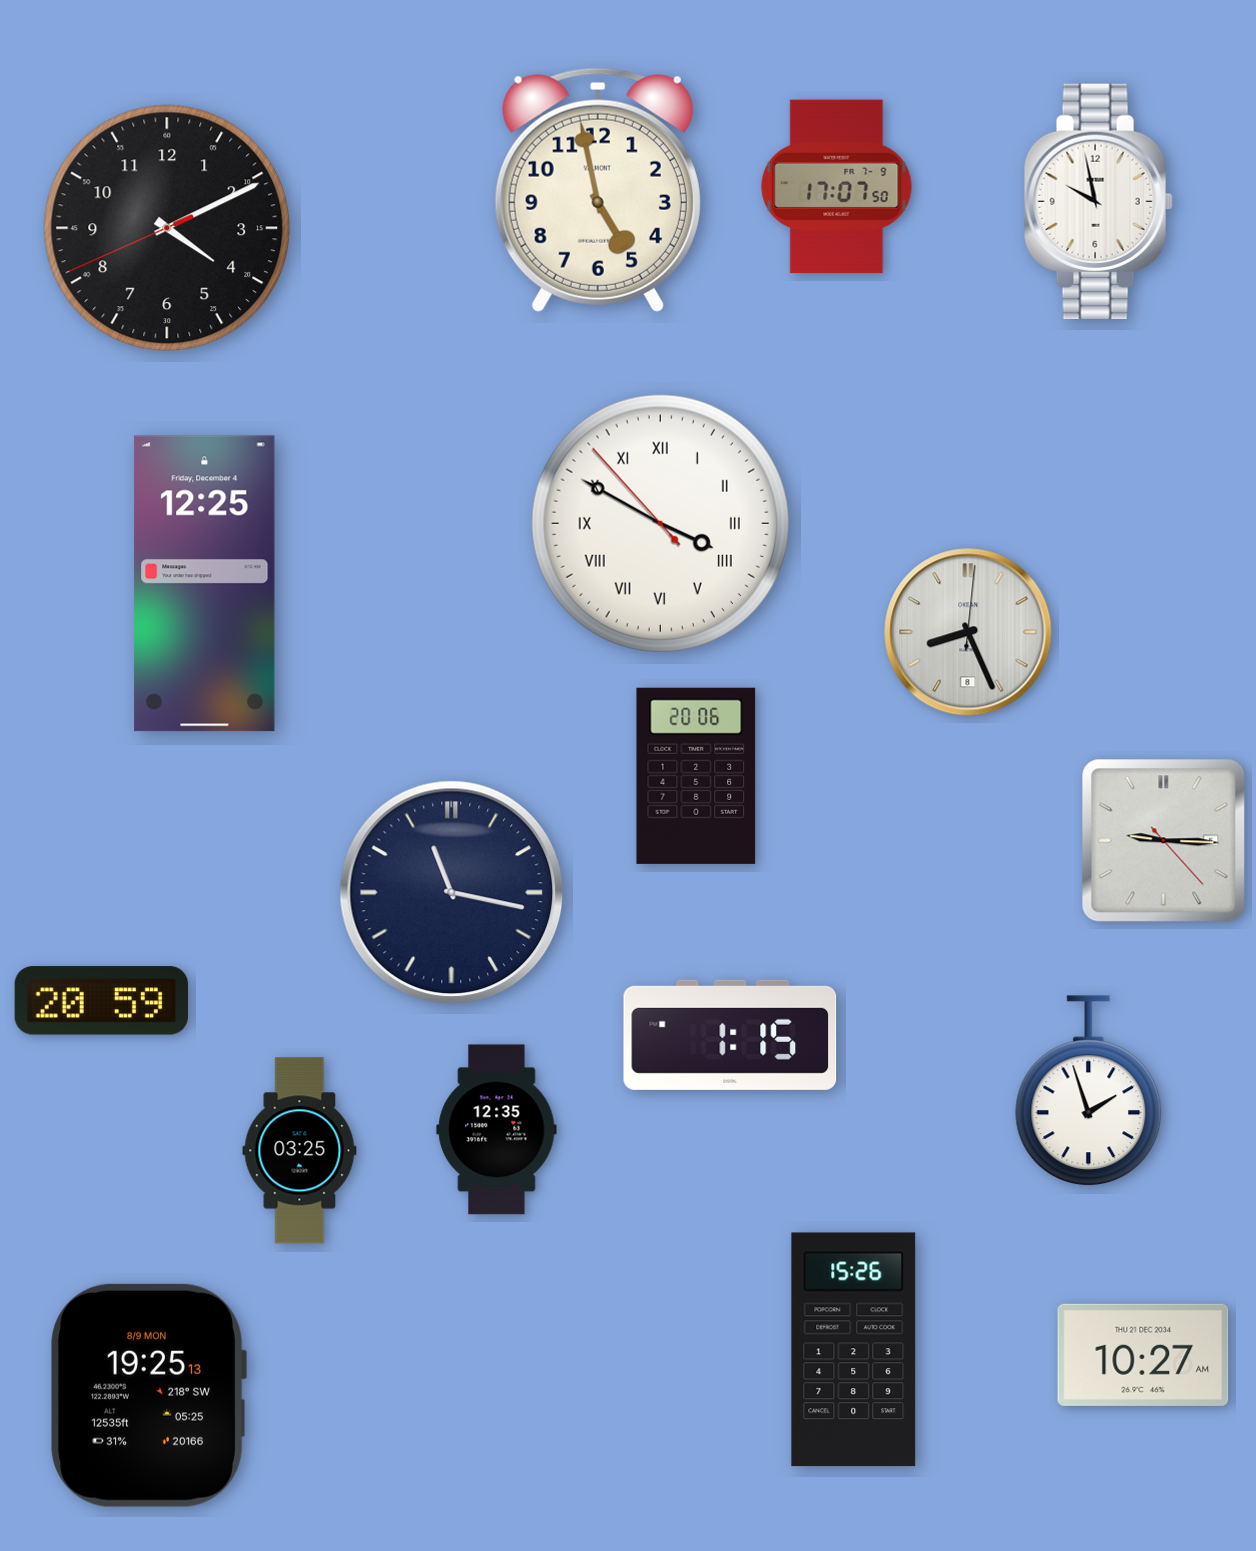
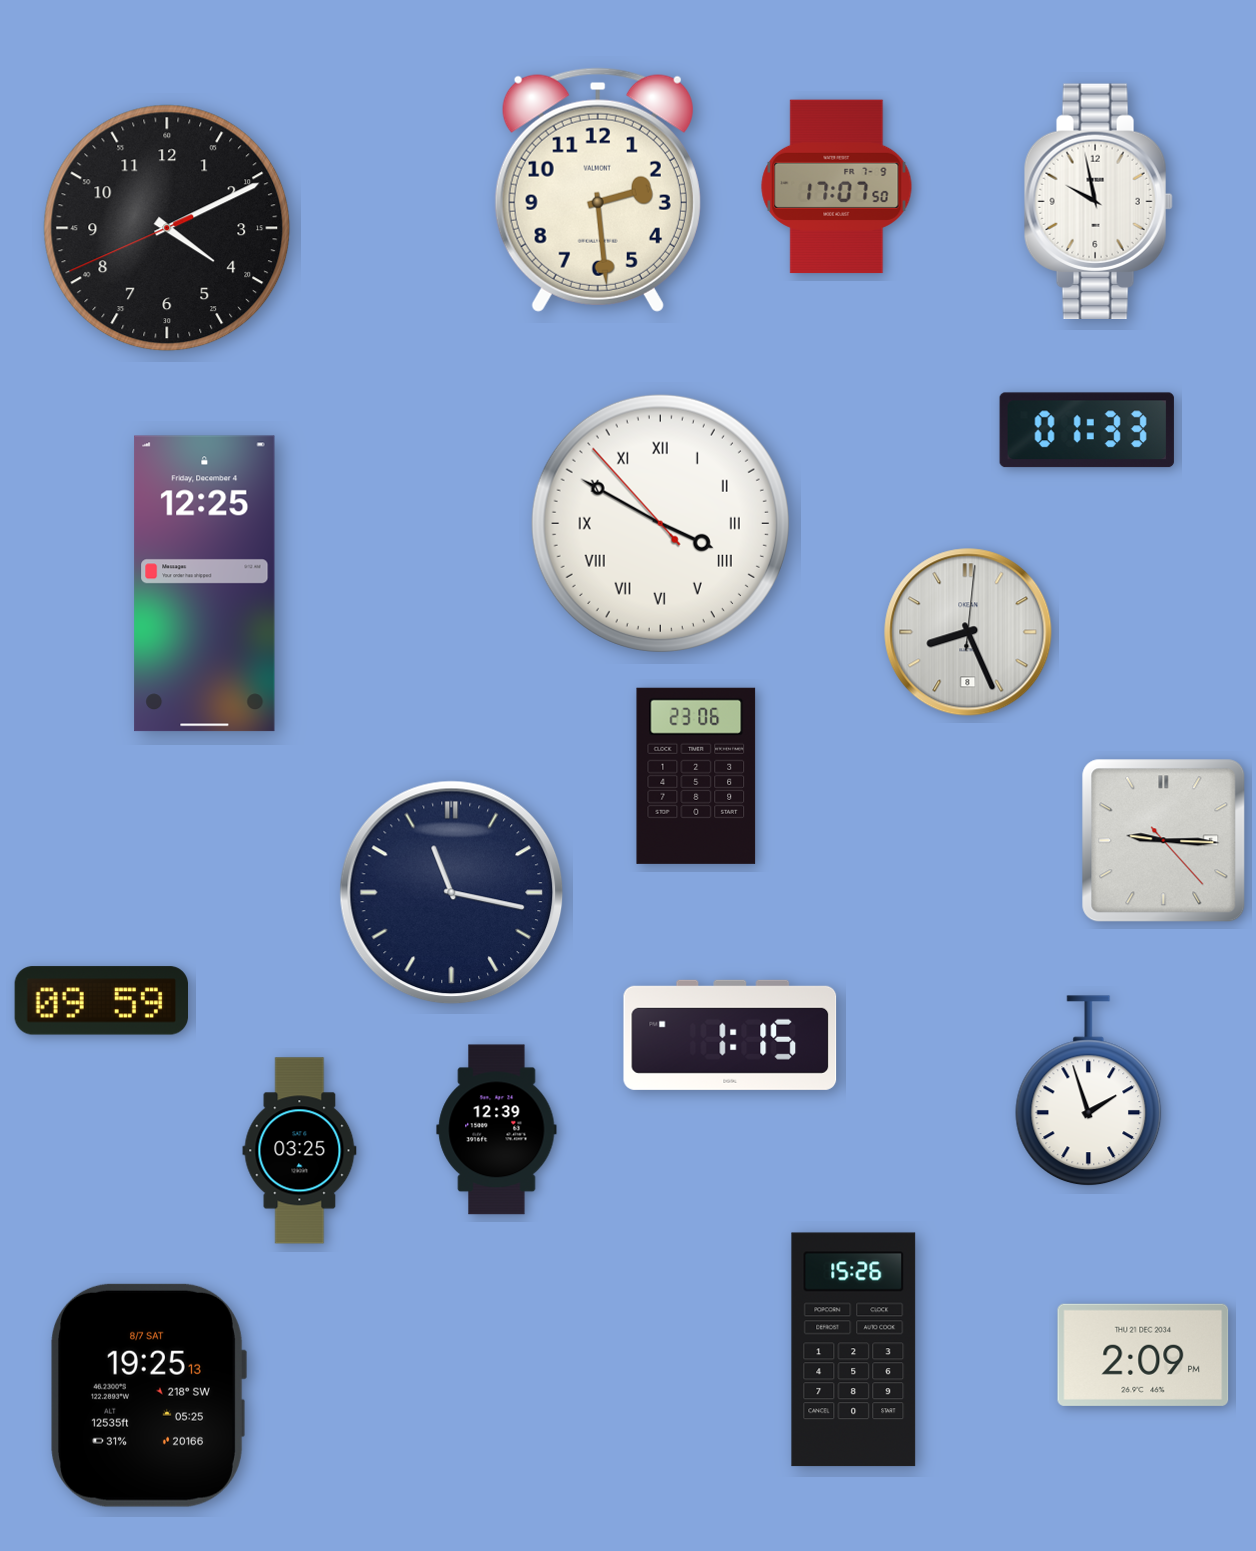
clock at (598, 190): 4:58 -> 2:29
clock at (1087, 430): none -> 01:33
clock at (696, 776): 20:06 -> 23:06
clock at (101, 1001): 20:59 -> 09:59
clock at (497, 1130): 12:35 -> 12:39
clock at (1143, 1355): 10:27 -> 2:09
clock at (148, 1395) date: 8/9 MON -> 8/7 SAT
